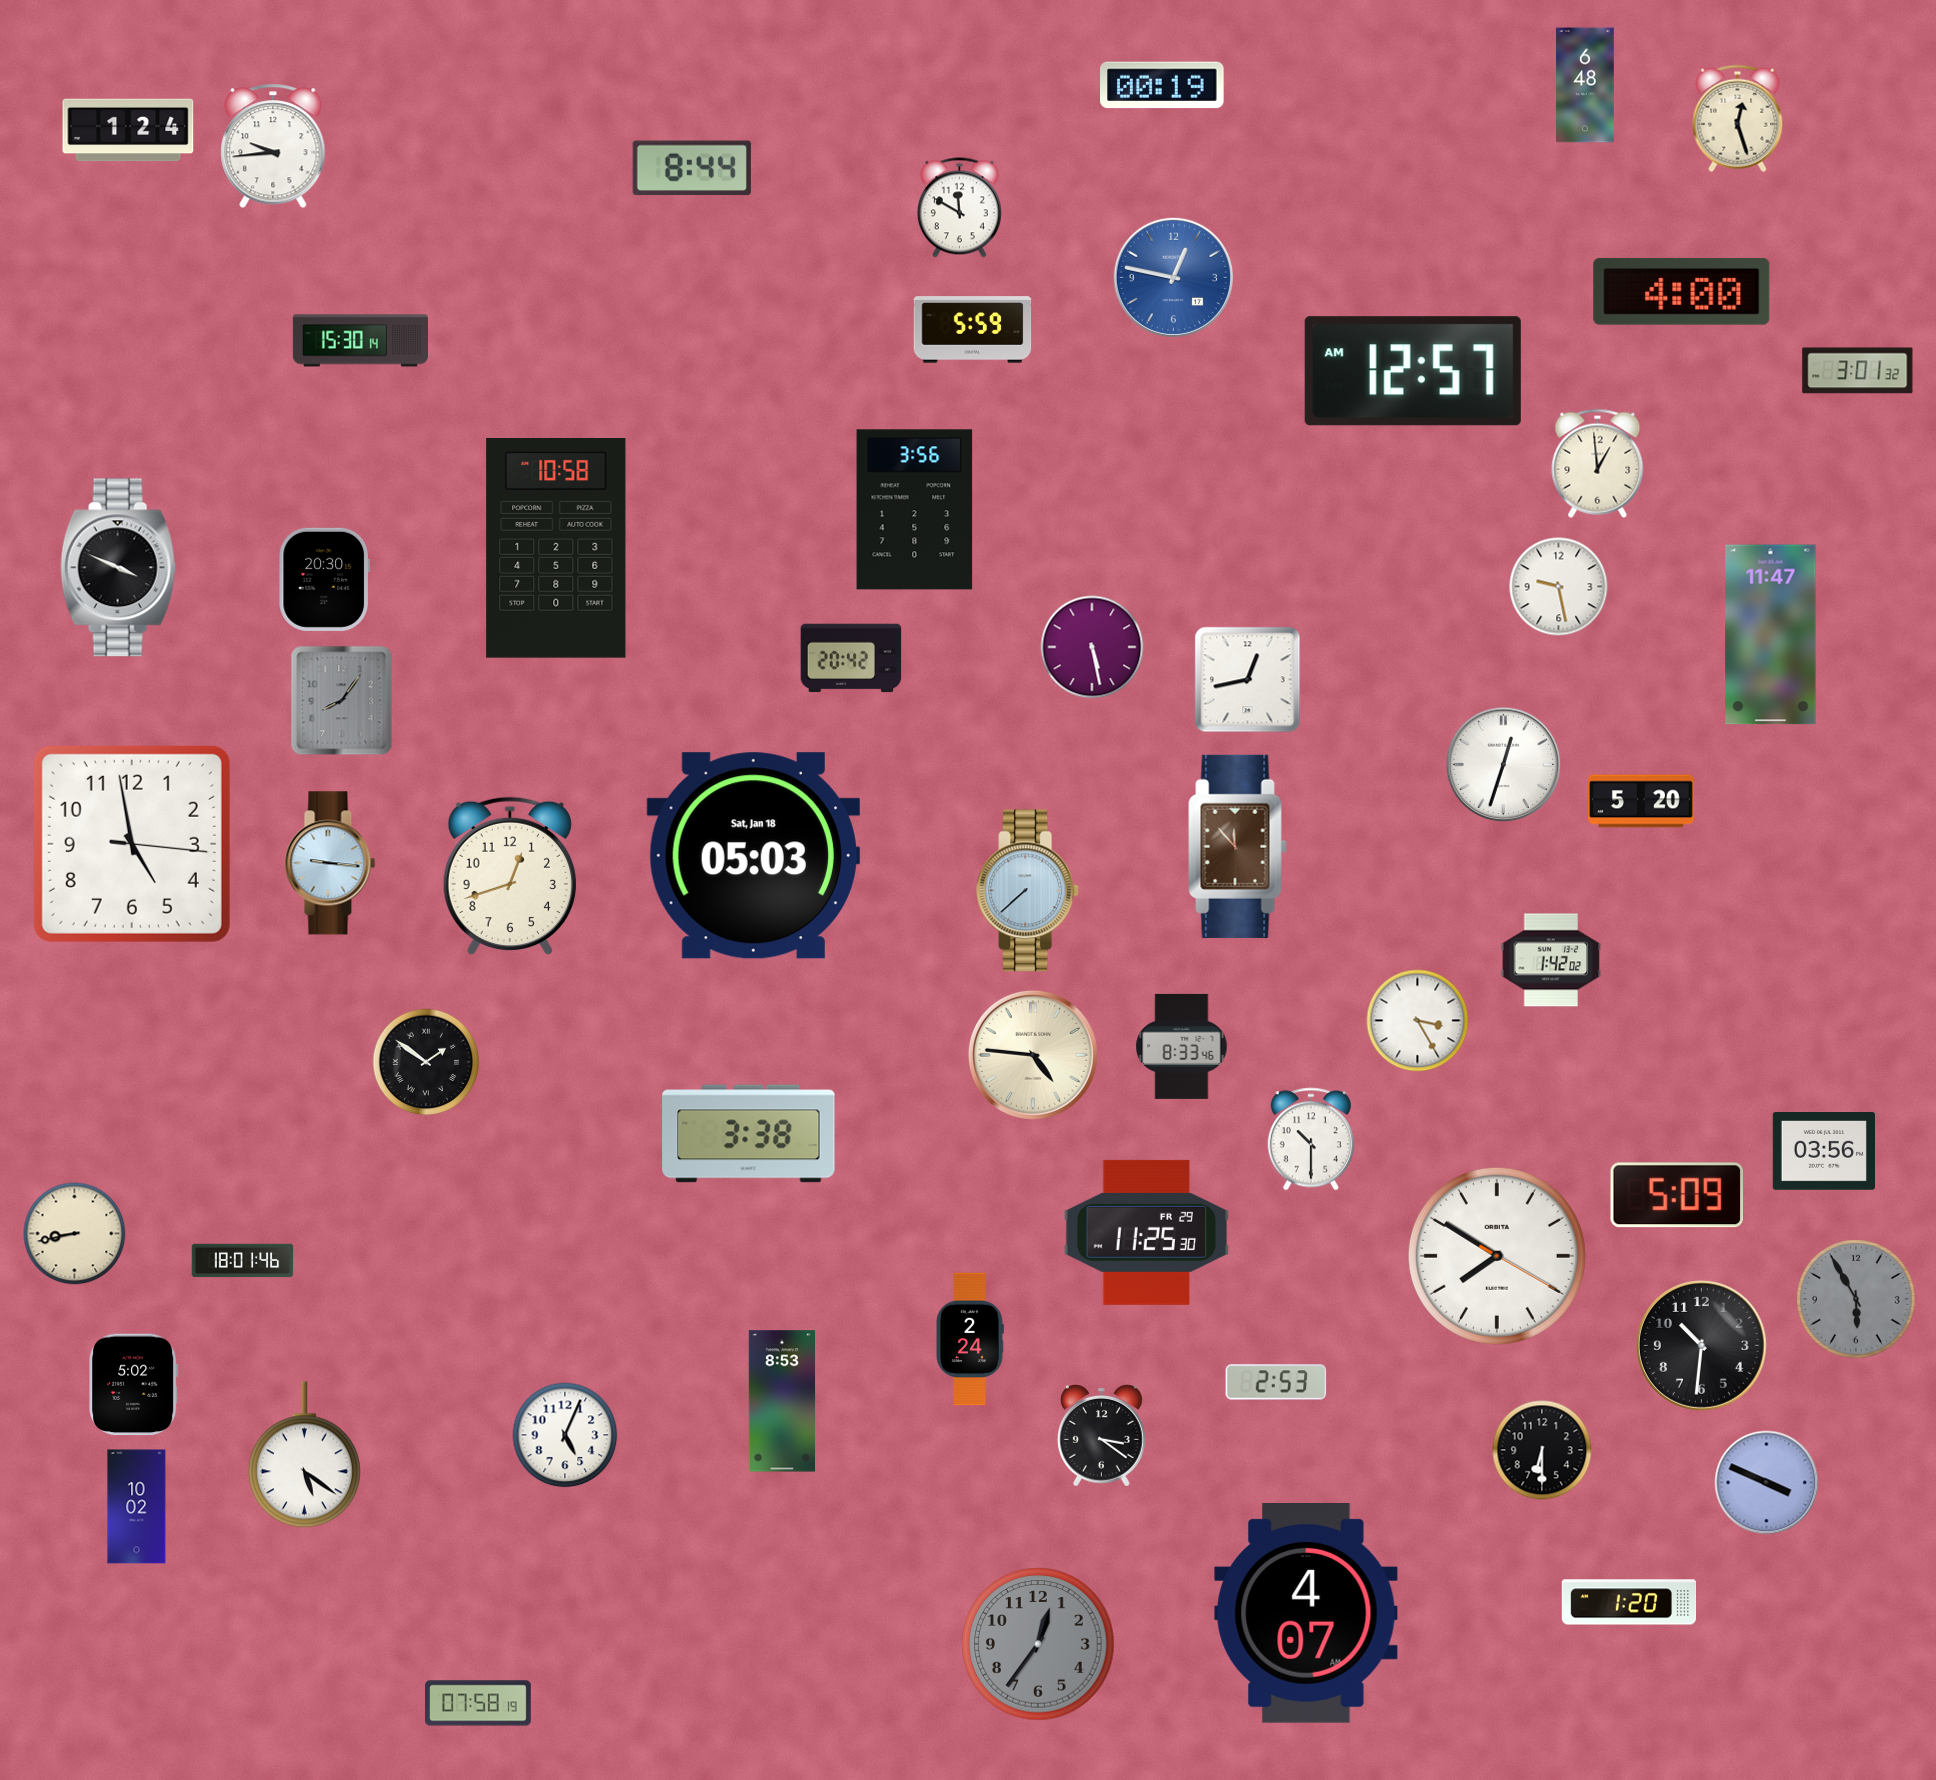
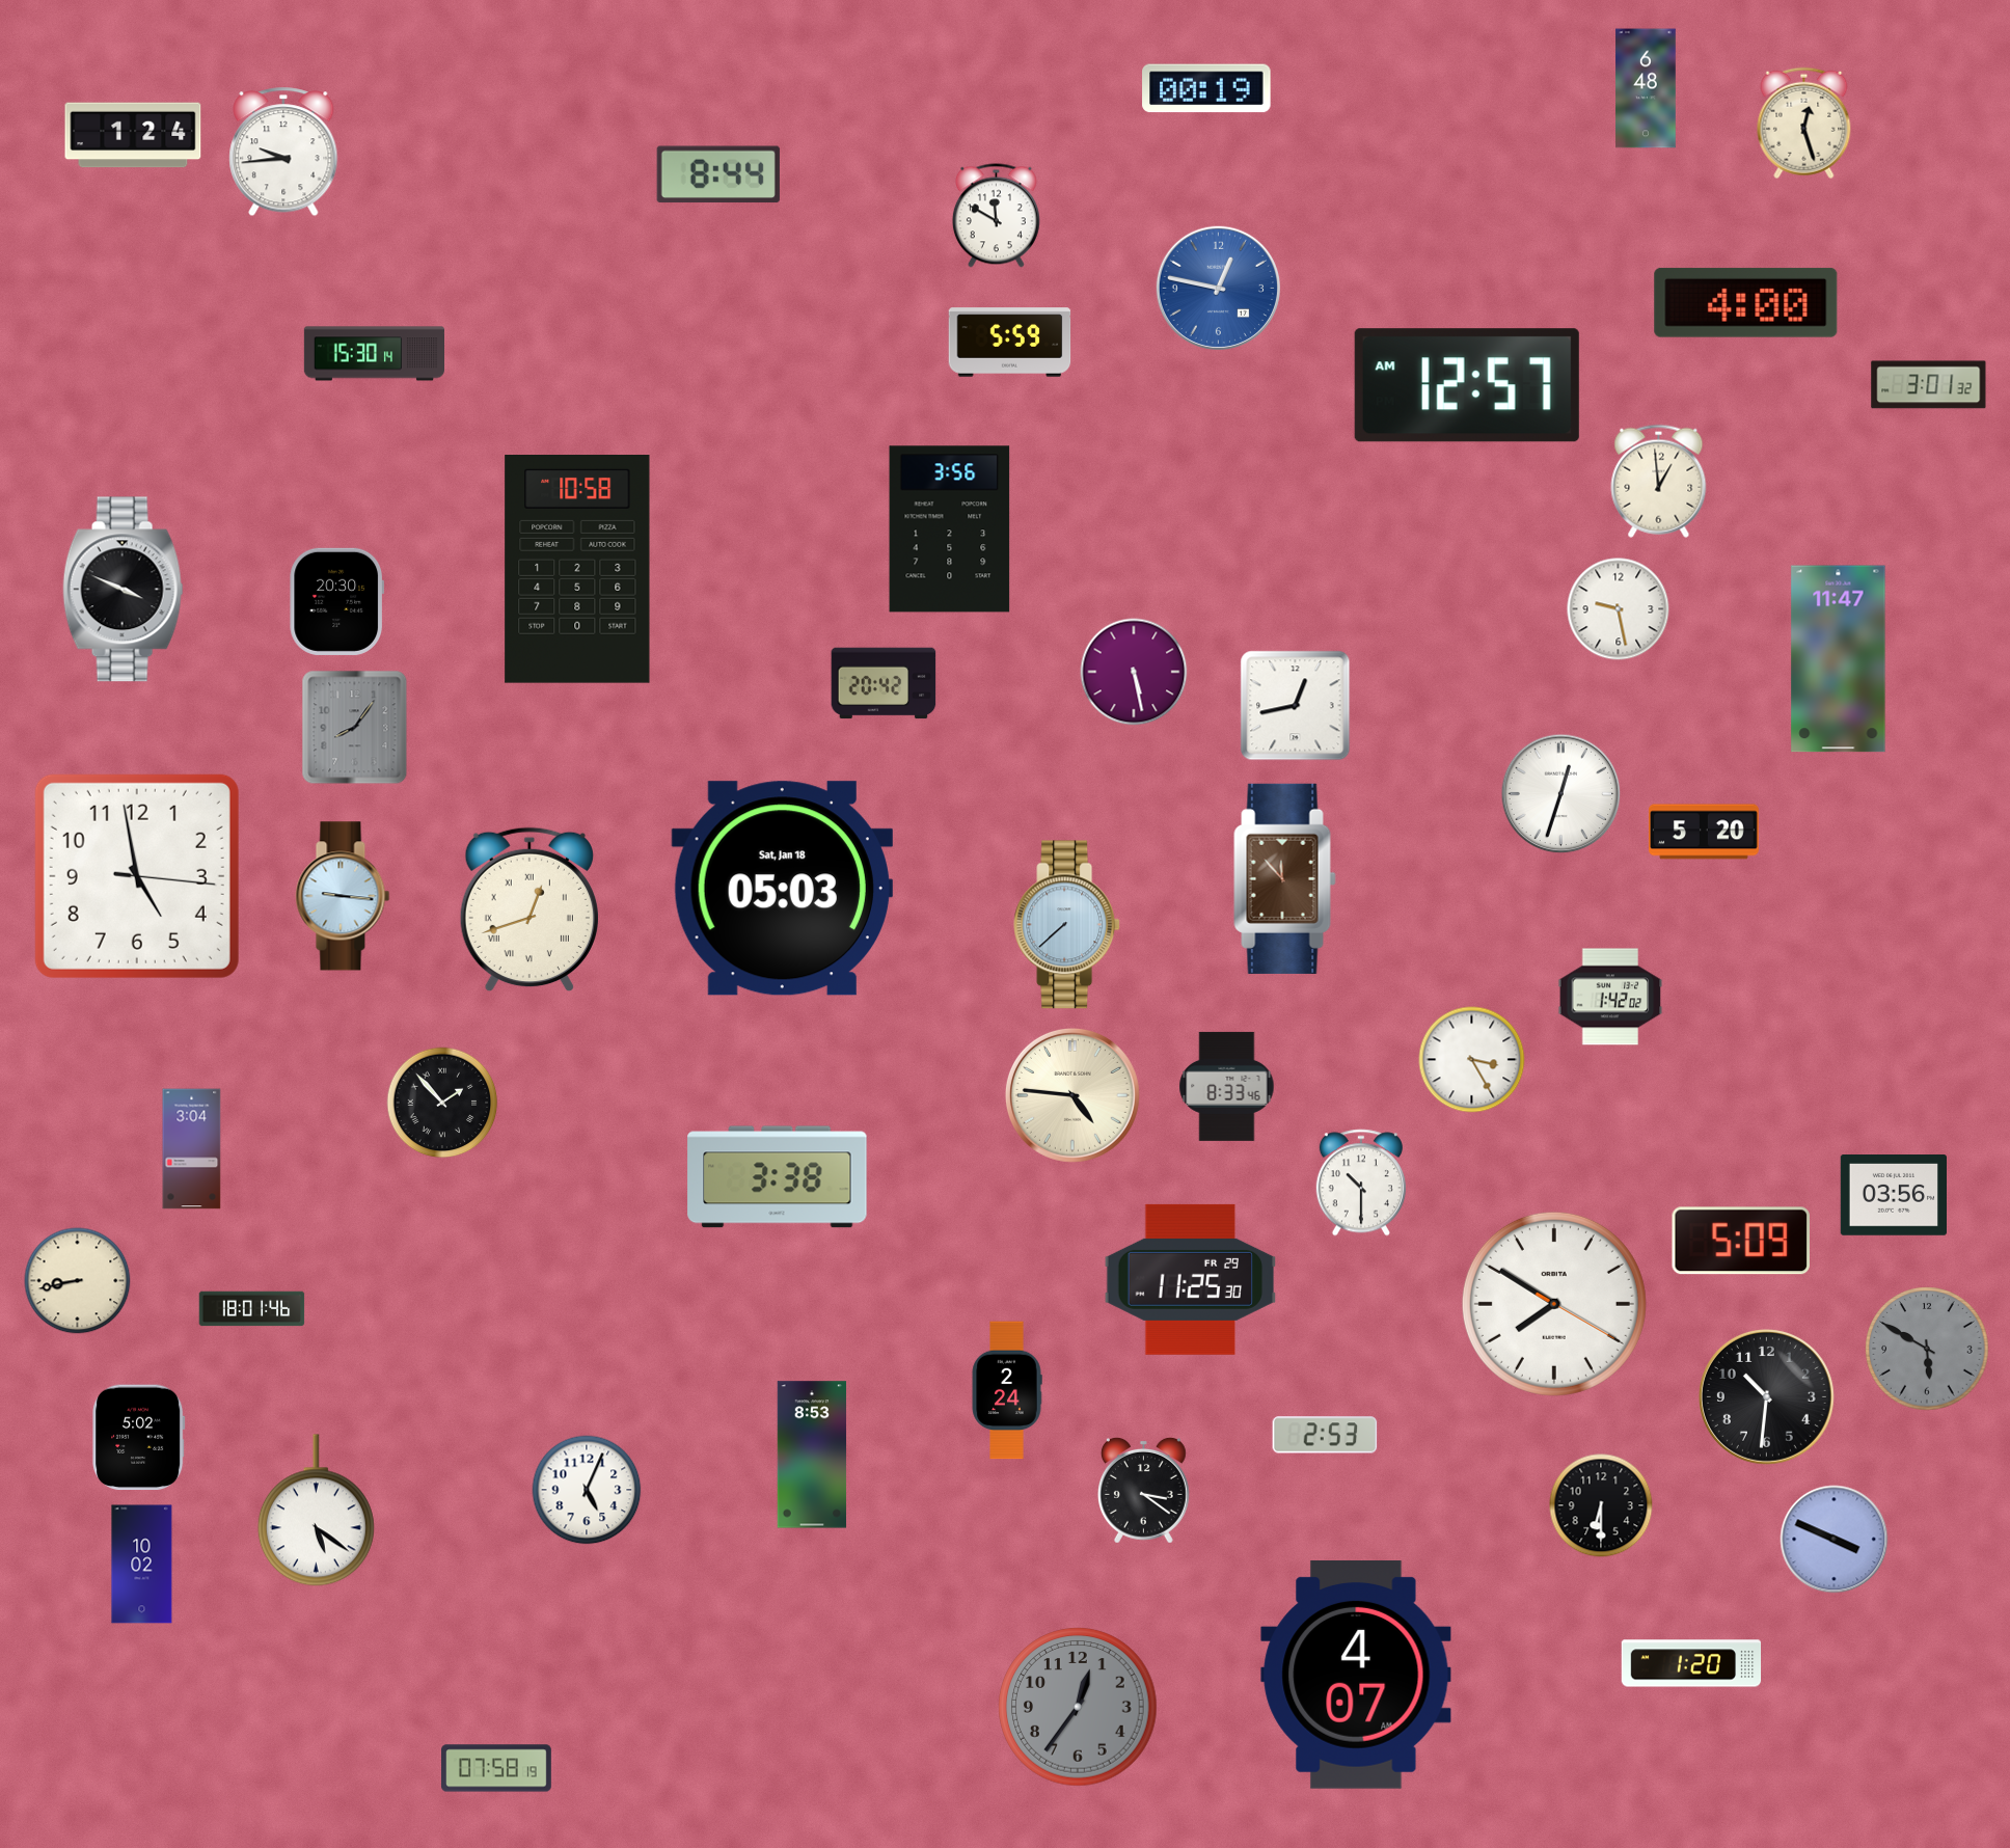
clock at (510, 876) numerals: Arabic -> Roman
clock at (426, 1062): 1:51 -> 1:53
clock at (192, 1149): none -> 3:04
clock at (1856, 1299): 5:55 -> 5:50
